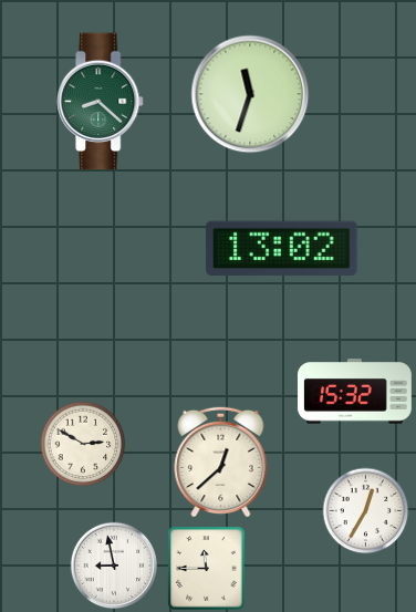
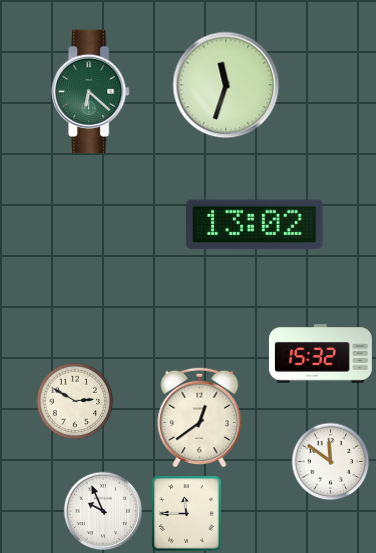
clock at (101, 102): 8:22 -> 6:22
clock at (221, 461): 12:38 -> 12:39
clock at (366, 511): 12:35 -> 11:51
clock at (114, 566): 8:58 -> 9:56
